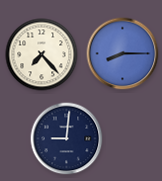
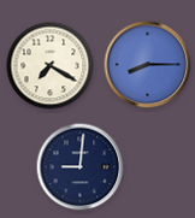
clock at (42, 55): 7:23 -> 7:20
